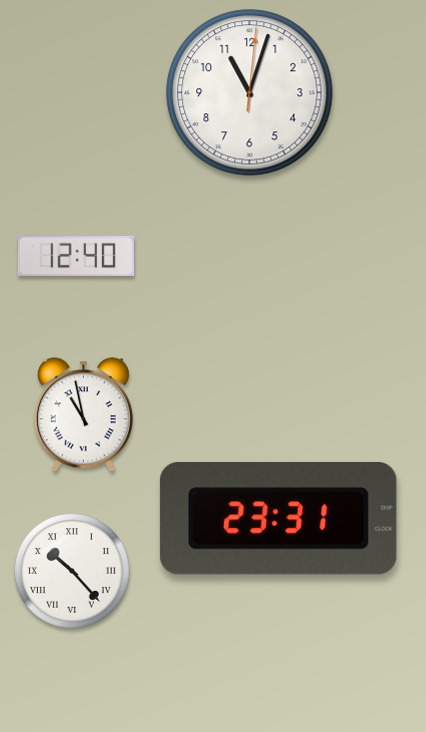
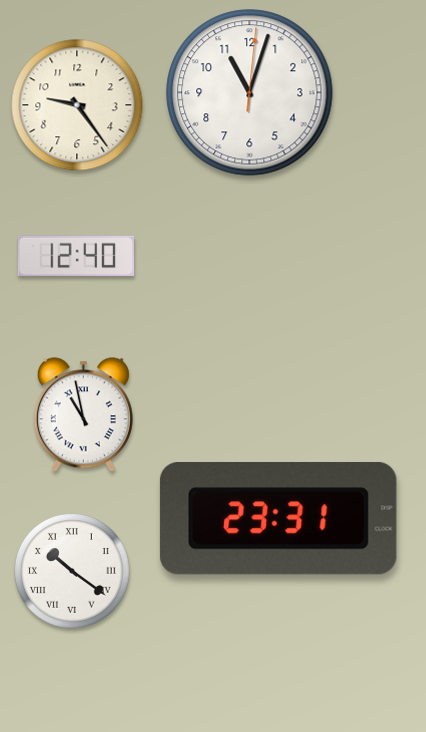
clock at (77, 105): none -> 9:24
clock at (73, 572): 10:23 -> 10:21
